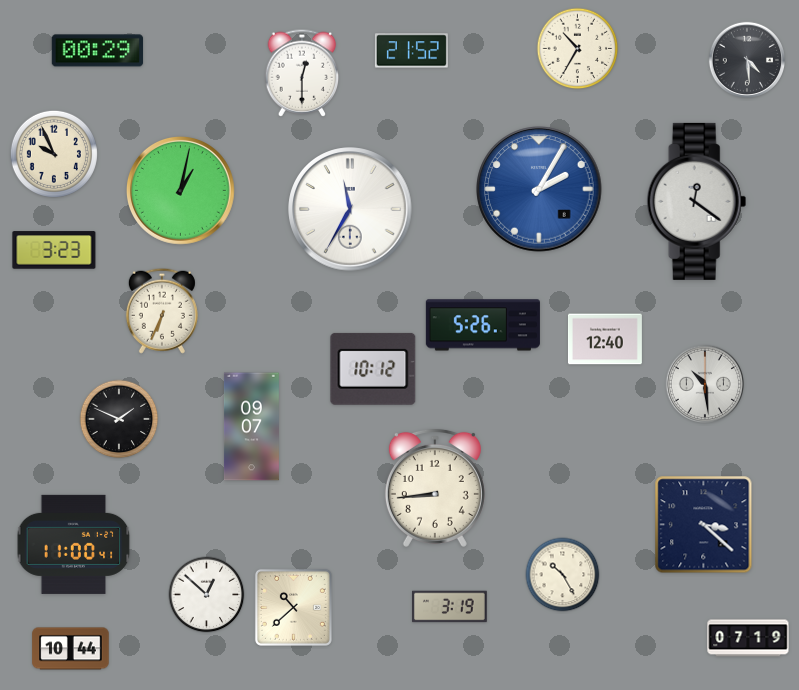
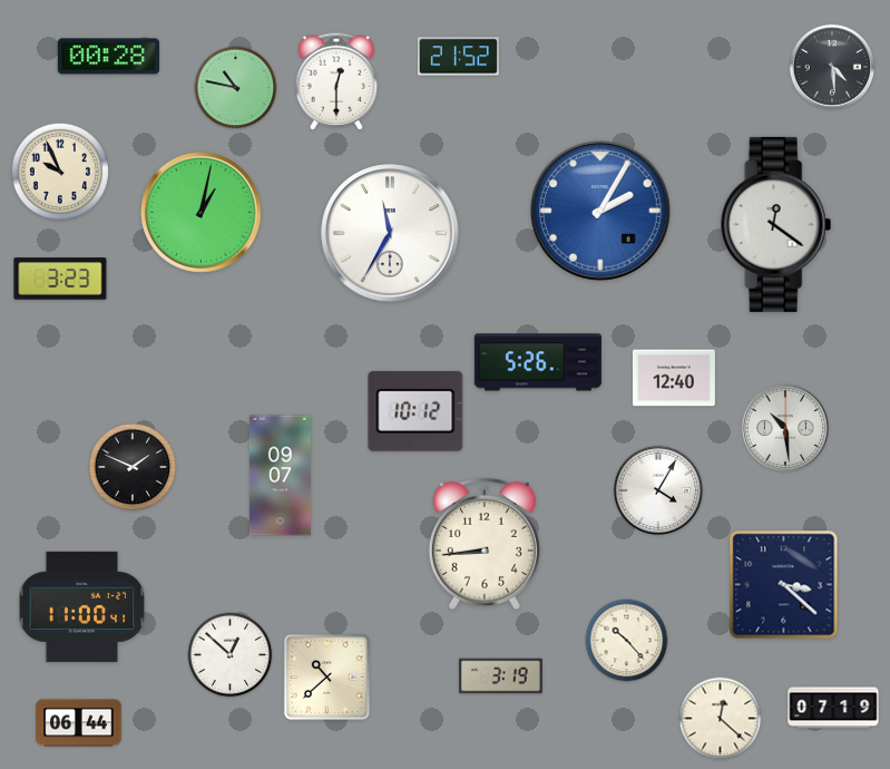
clock at (578, 49): 10:35 -> none
clock at (98, 51): 00:29 -> 00:28
clock at (236, 88): none -> 10:47
clock at (162, 311): 6:34 -> none
clock at (658, 490): none -> 4:05
clock at (563, 575): 10:25 -> 10:23
clock at (207, 595) position: (207, 595) -> (231, 655)
clock at (748, 638) position: (748, 638) -> (833, 708)
clock at (721, 719): none -> 12:22
clock at (71, 649): 10:44 -> 06:44
